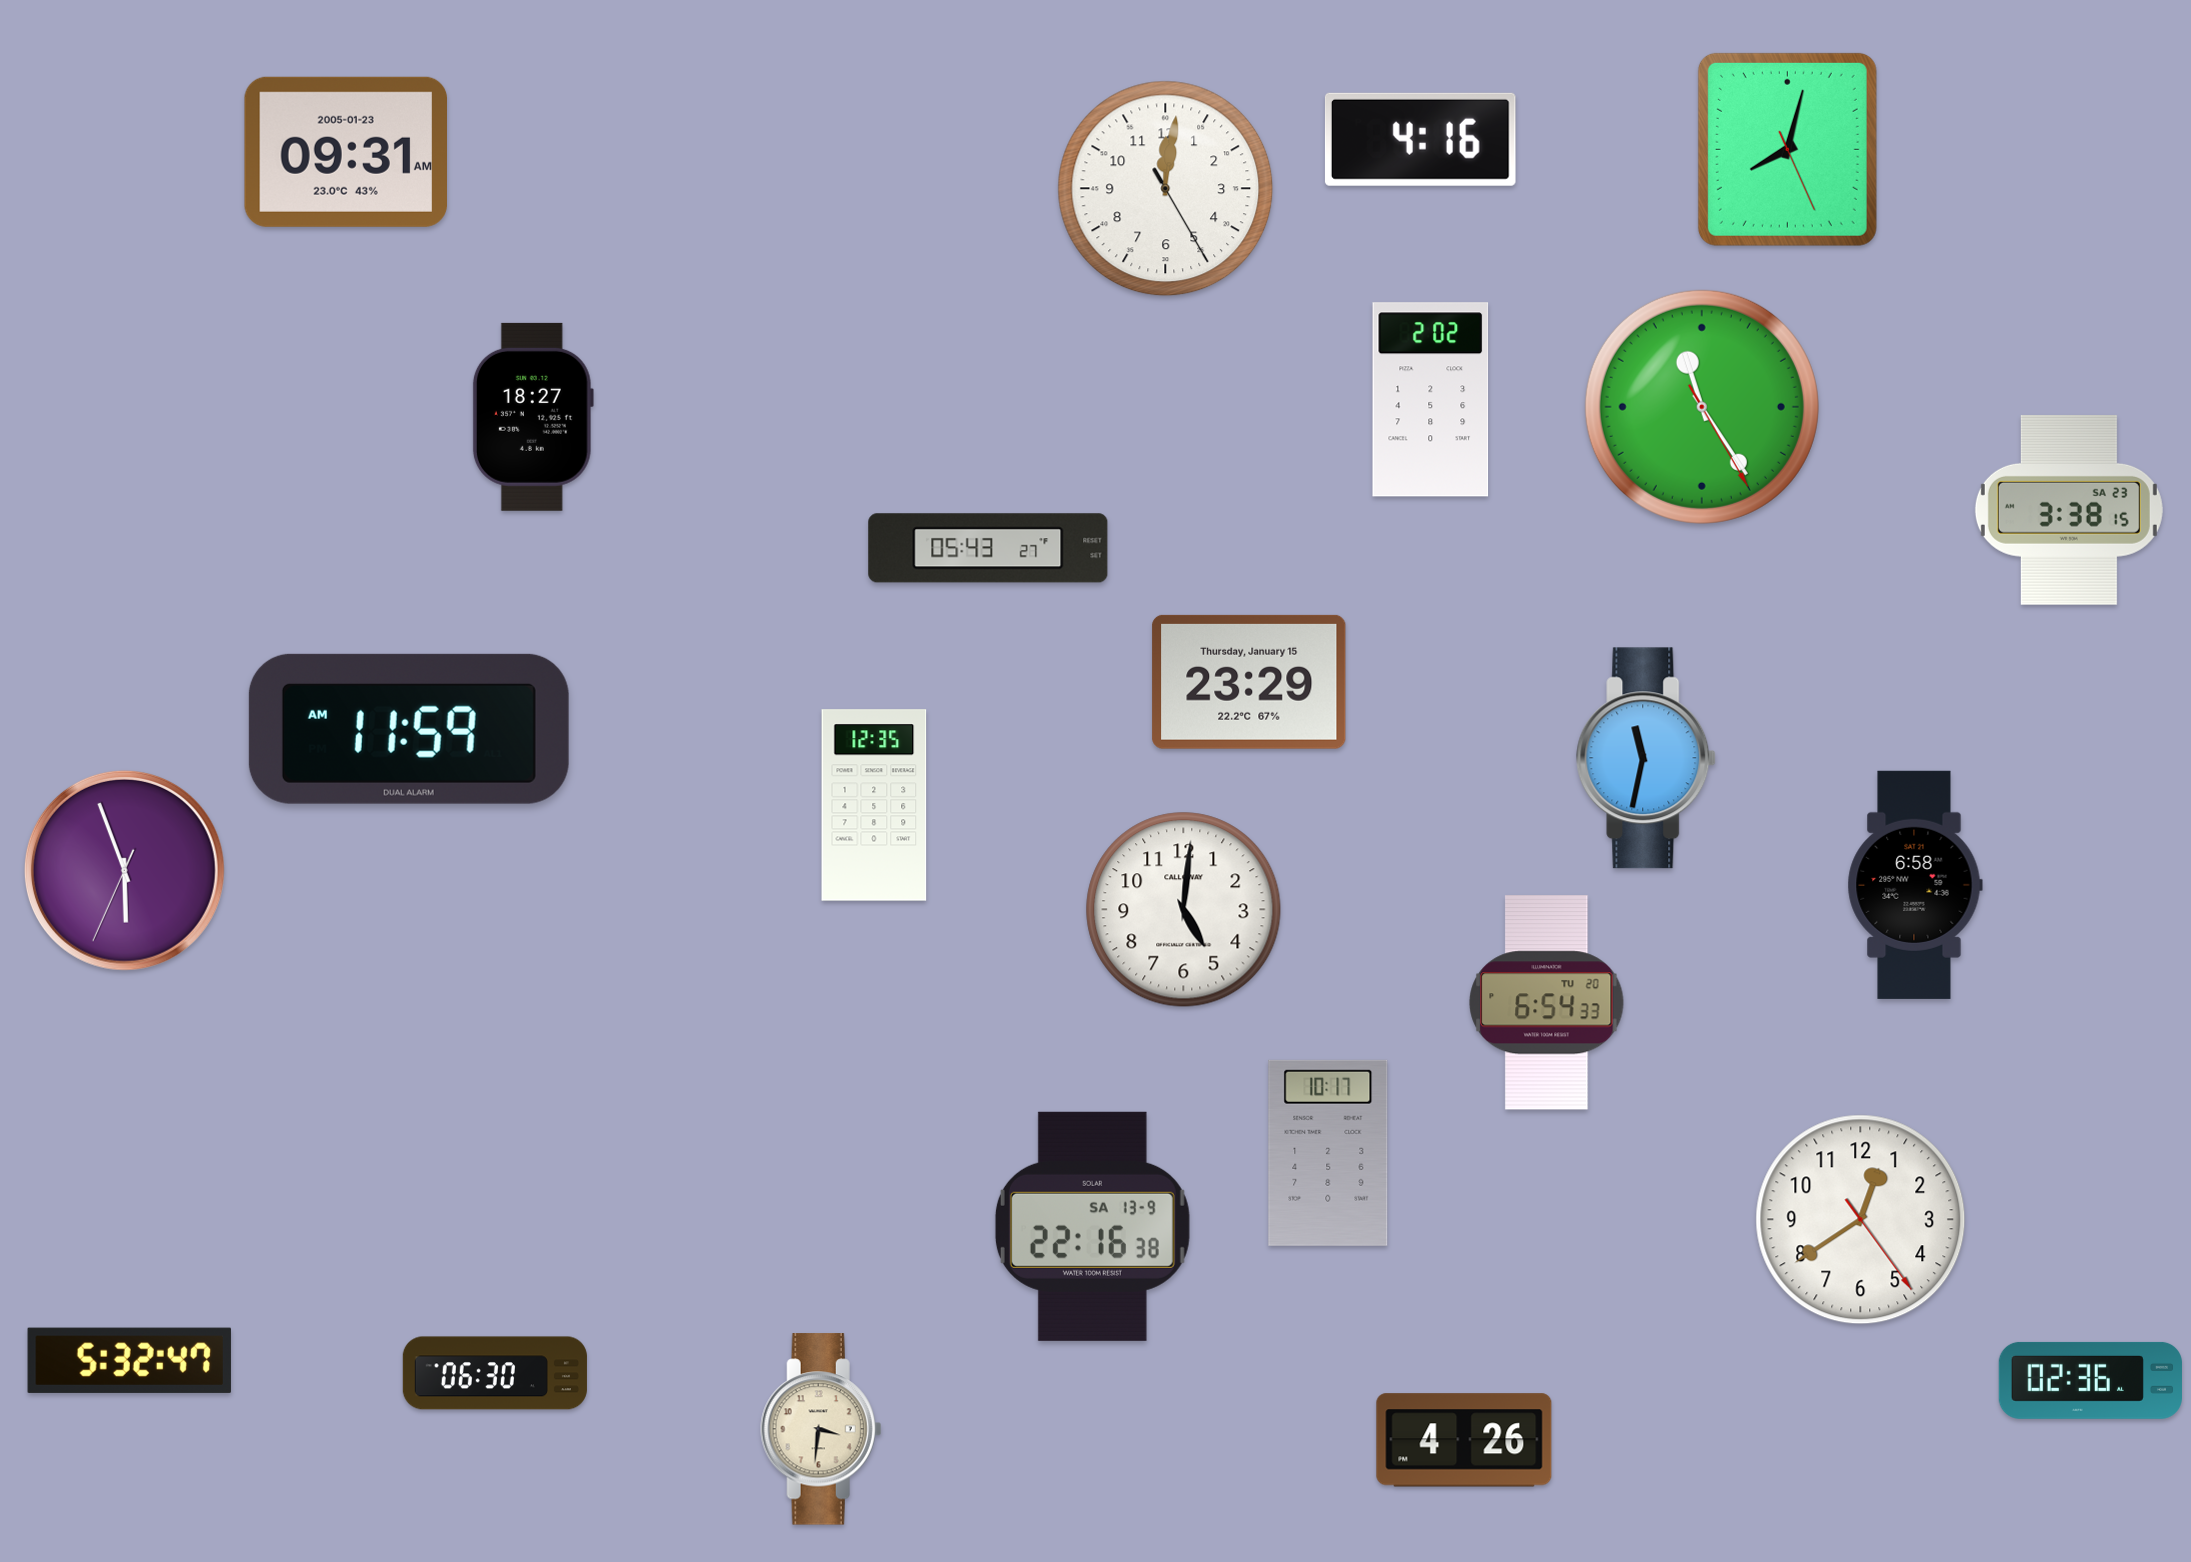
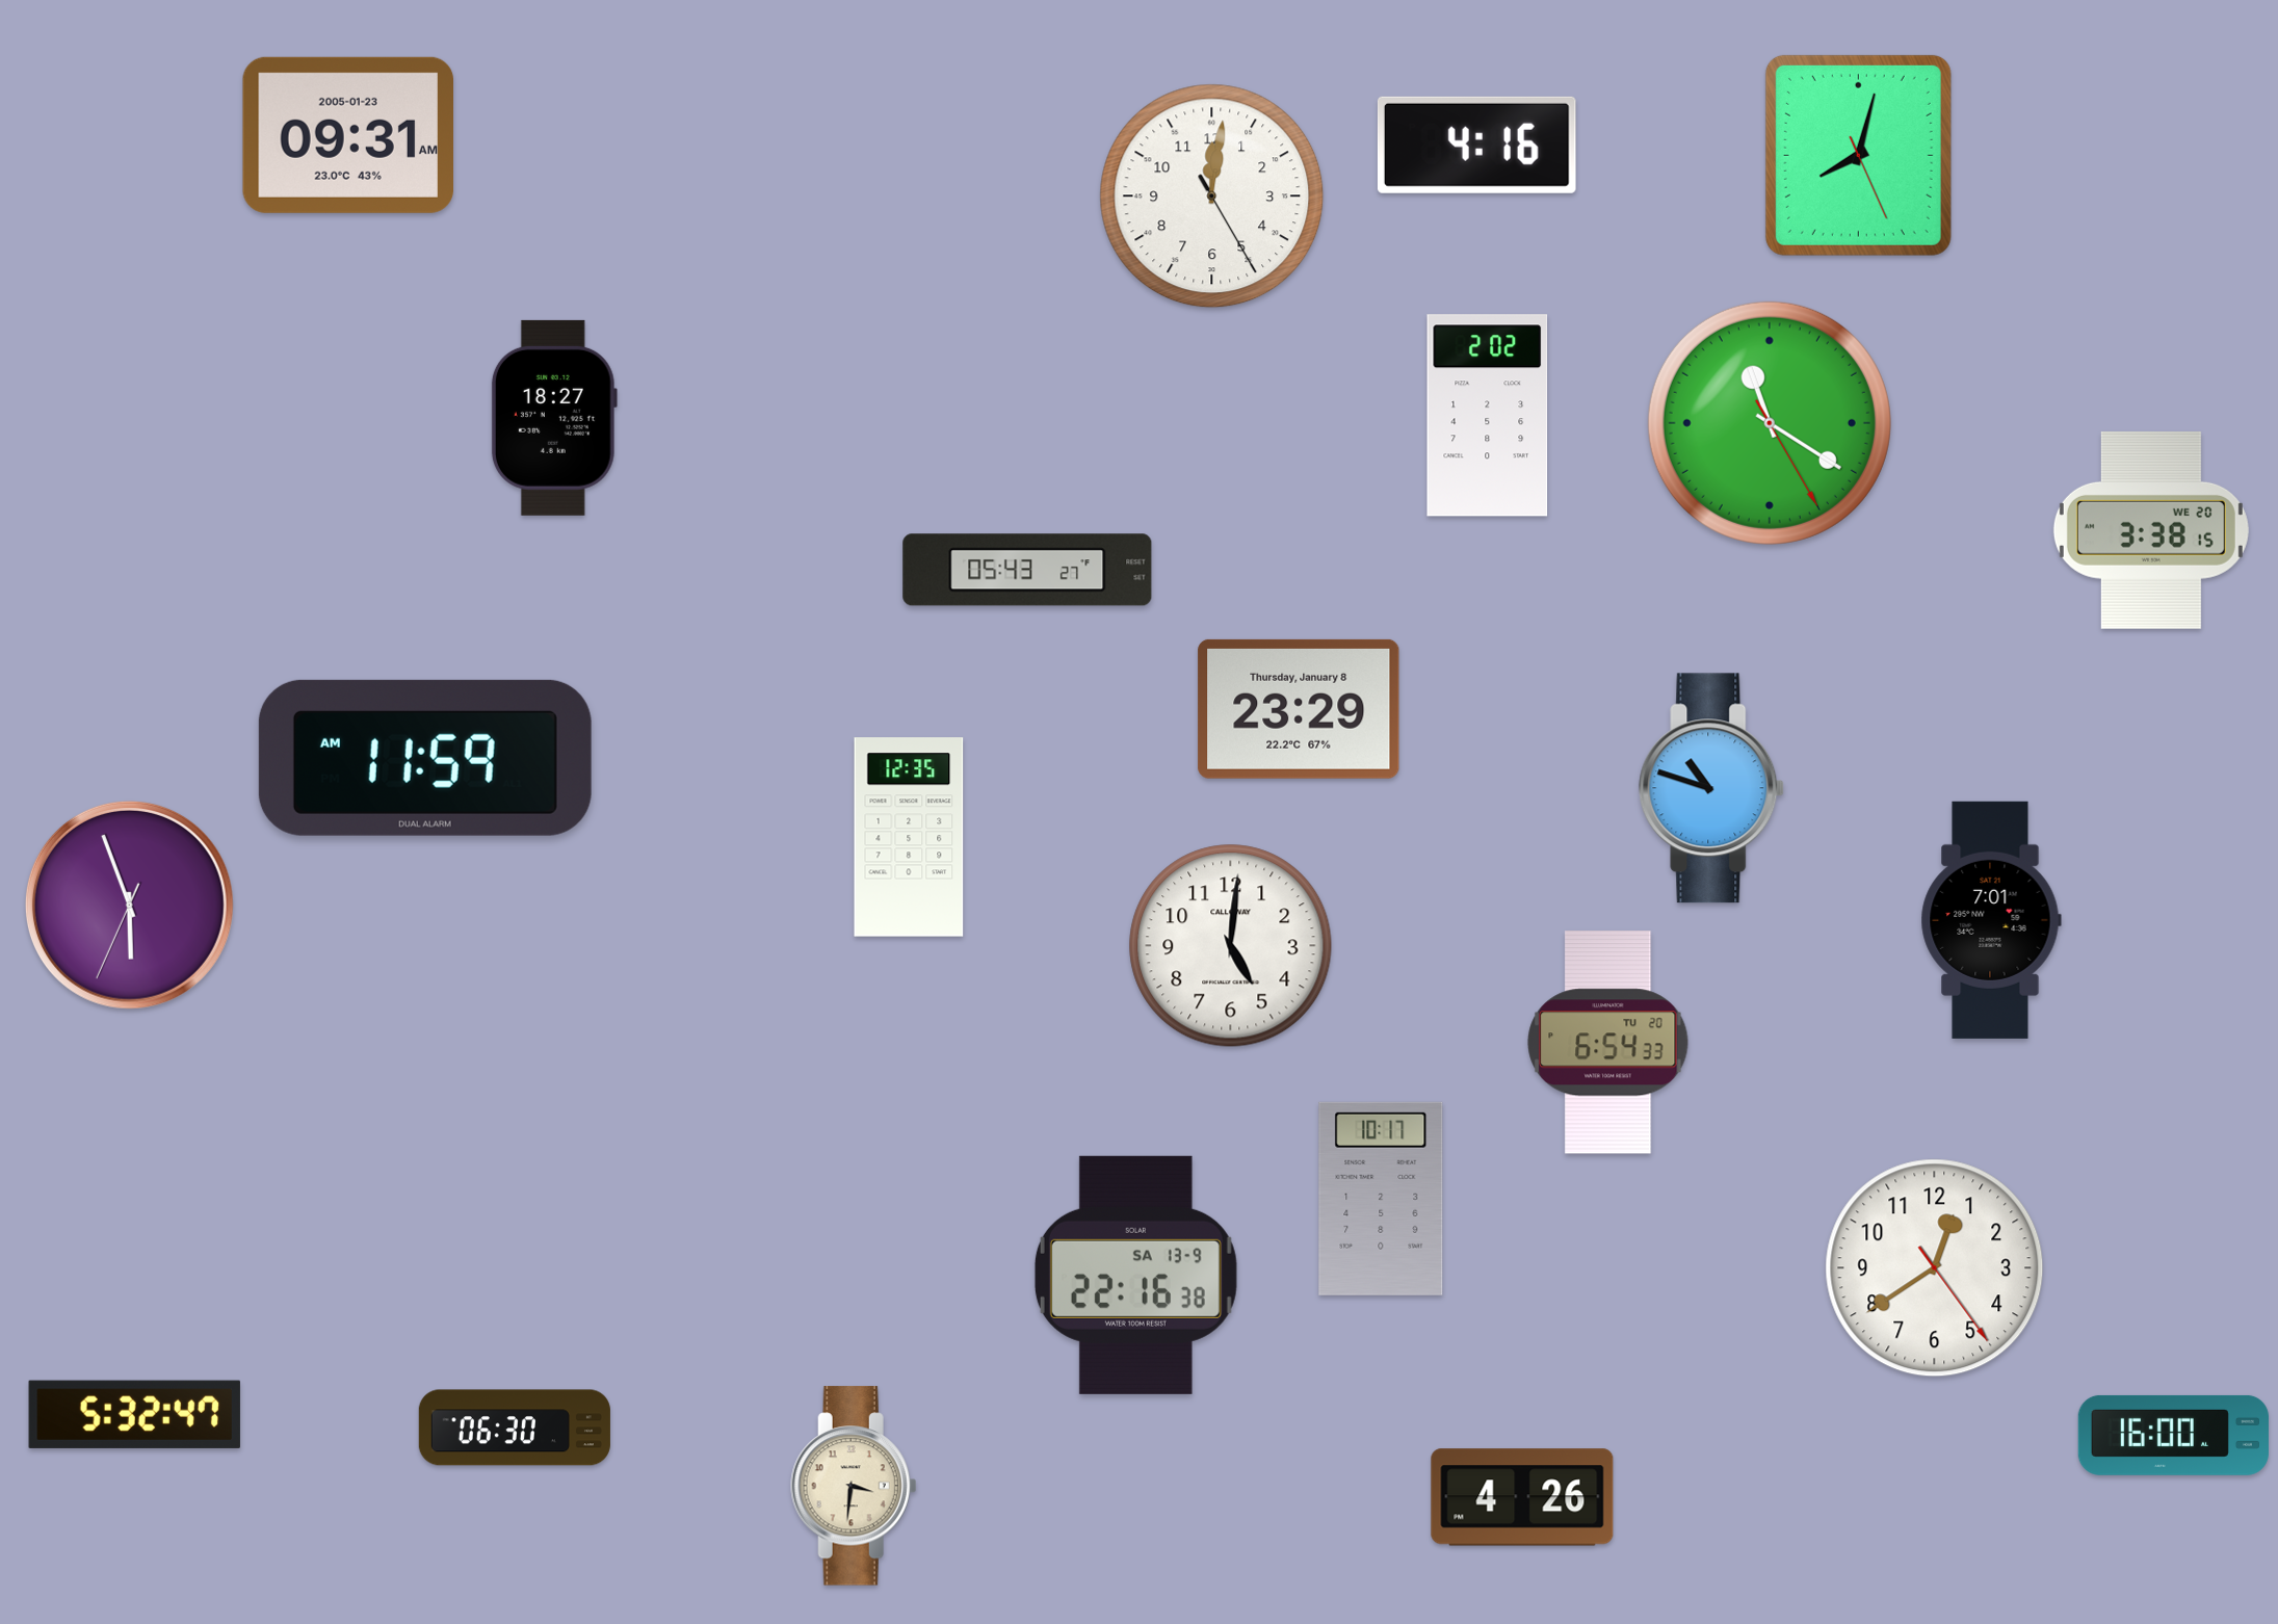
clock at (345, 152) position: (345, 152) -> (347, 135)
clock at (1702, 407): 11:24 -> 11:20
clock at (533, 417) position: (533, 417) -> (554, 418)
clock at (2069, 510) date: SA 23 -> WE 20
clock at (1249, 682) date: Thursday, January 15 -> Thursday, January 8
clock at (1647, 758): 11:32 -> 10:48
clock at (1915, 885): 6:58 -> 7:01
clock at (2090, 1380): 02:36 -> 16:00
